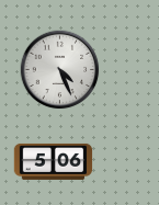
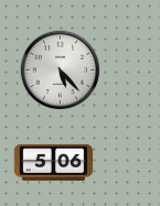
clock at (60, 70): 4:26 -> 5:23
